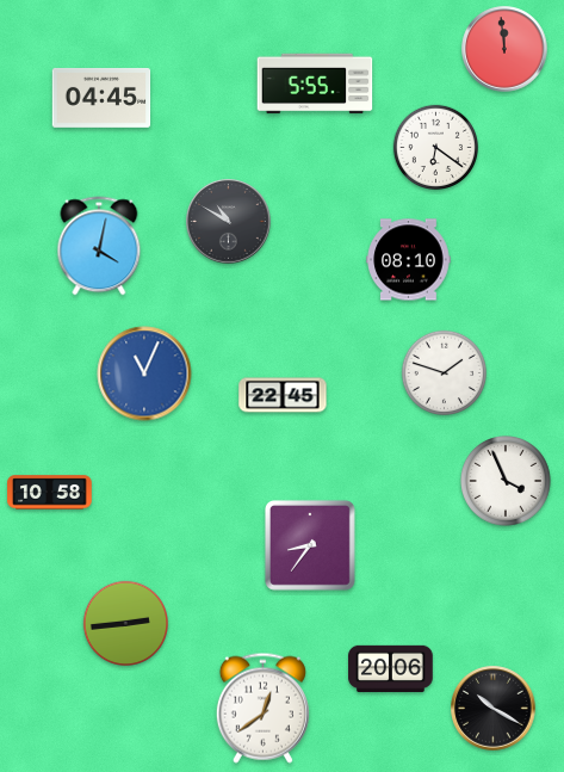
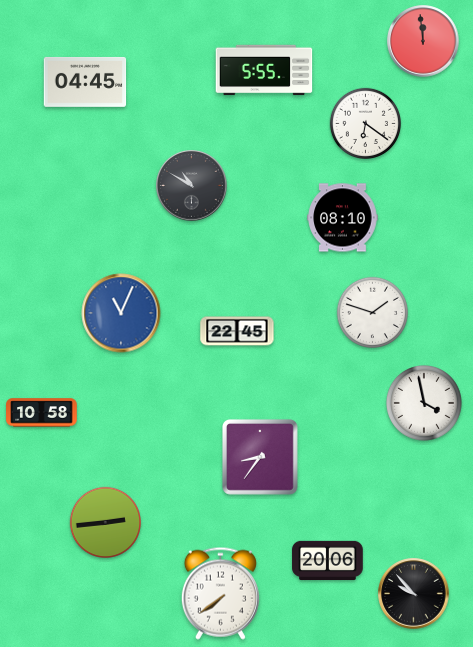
clock at (99, 246): 4:02 -> none
clock at (507, 482): 3:56 -> 3:58
clock at (262, 708): 12:39 -> 7:39
clock at (494, 709): 10:20 -> 9:53
